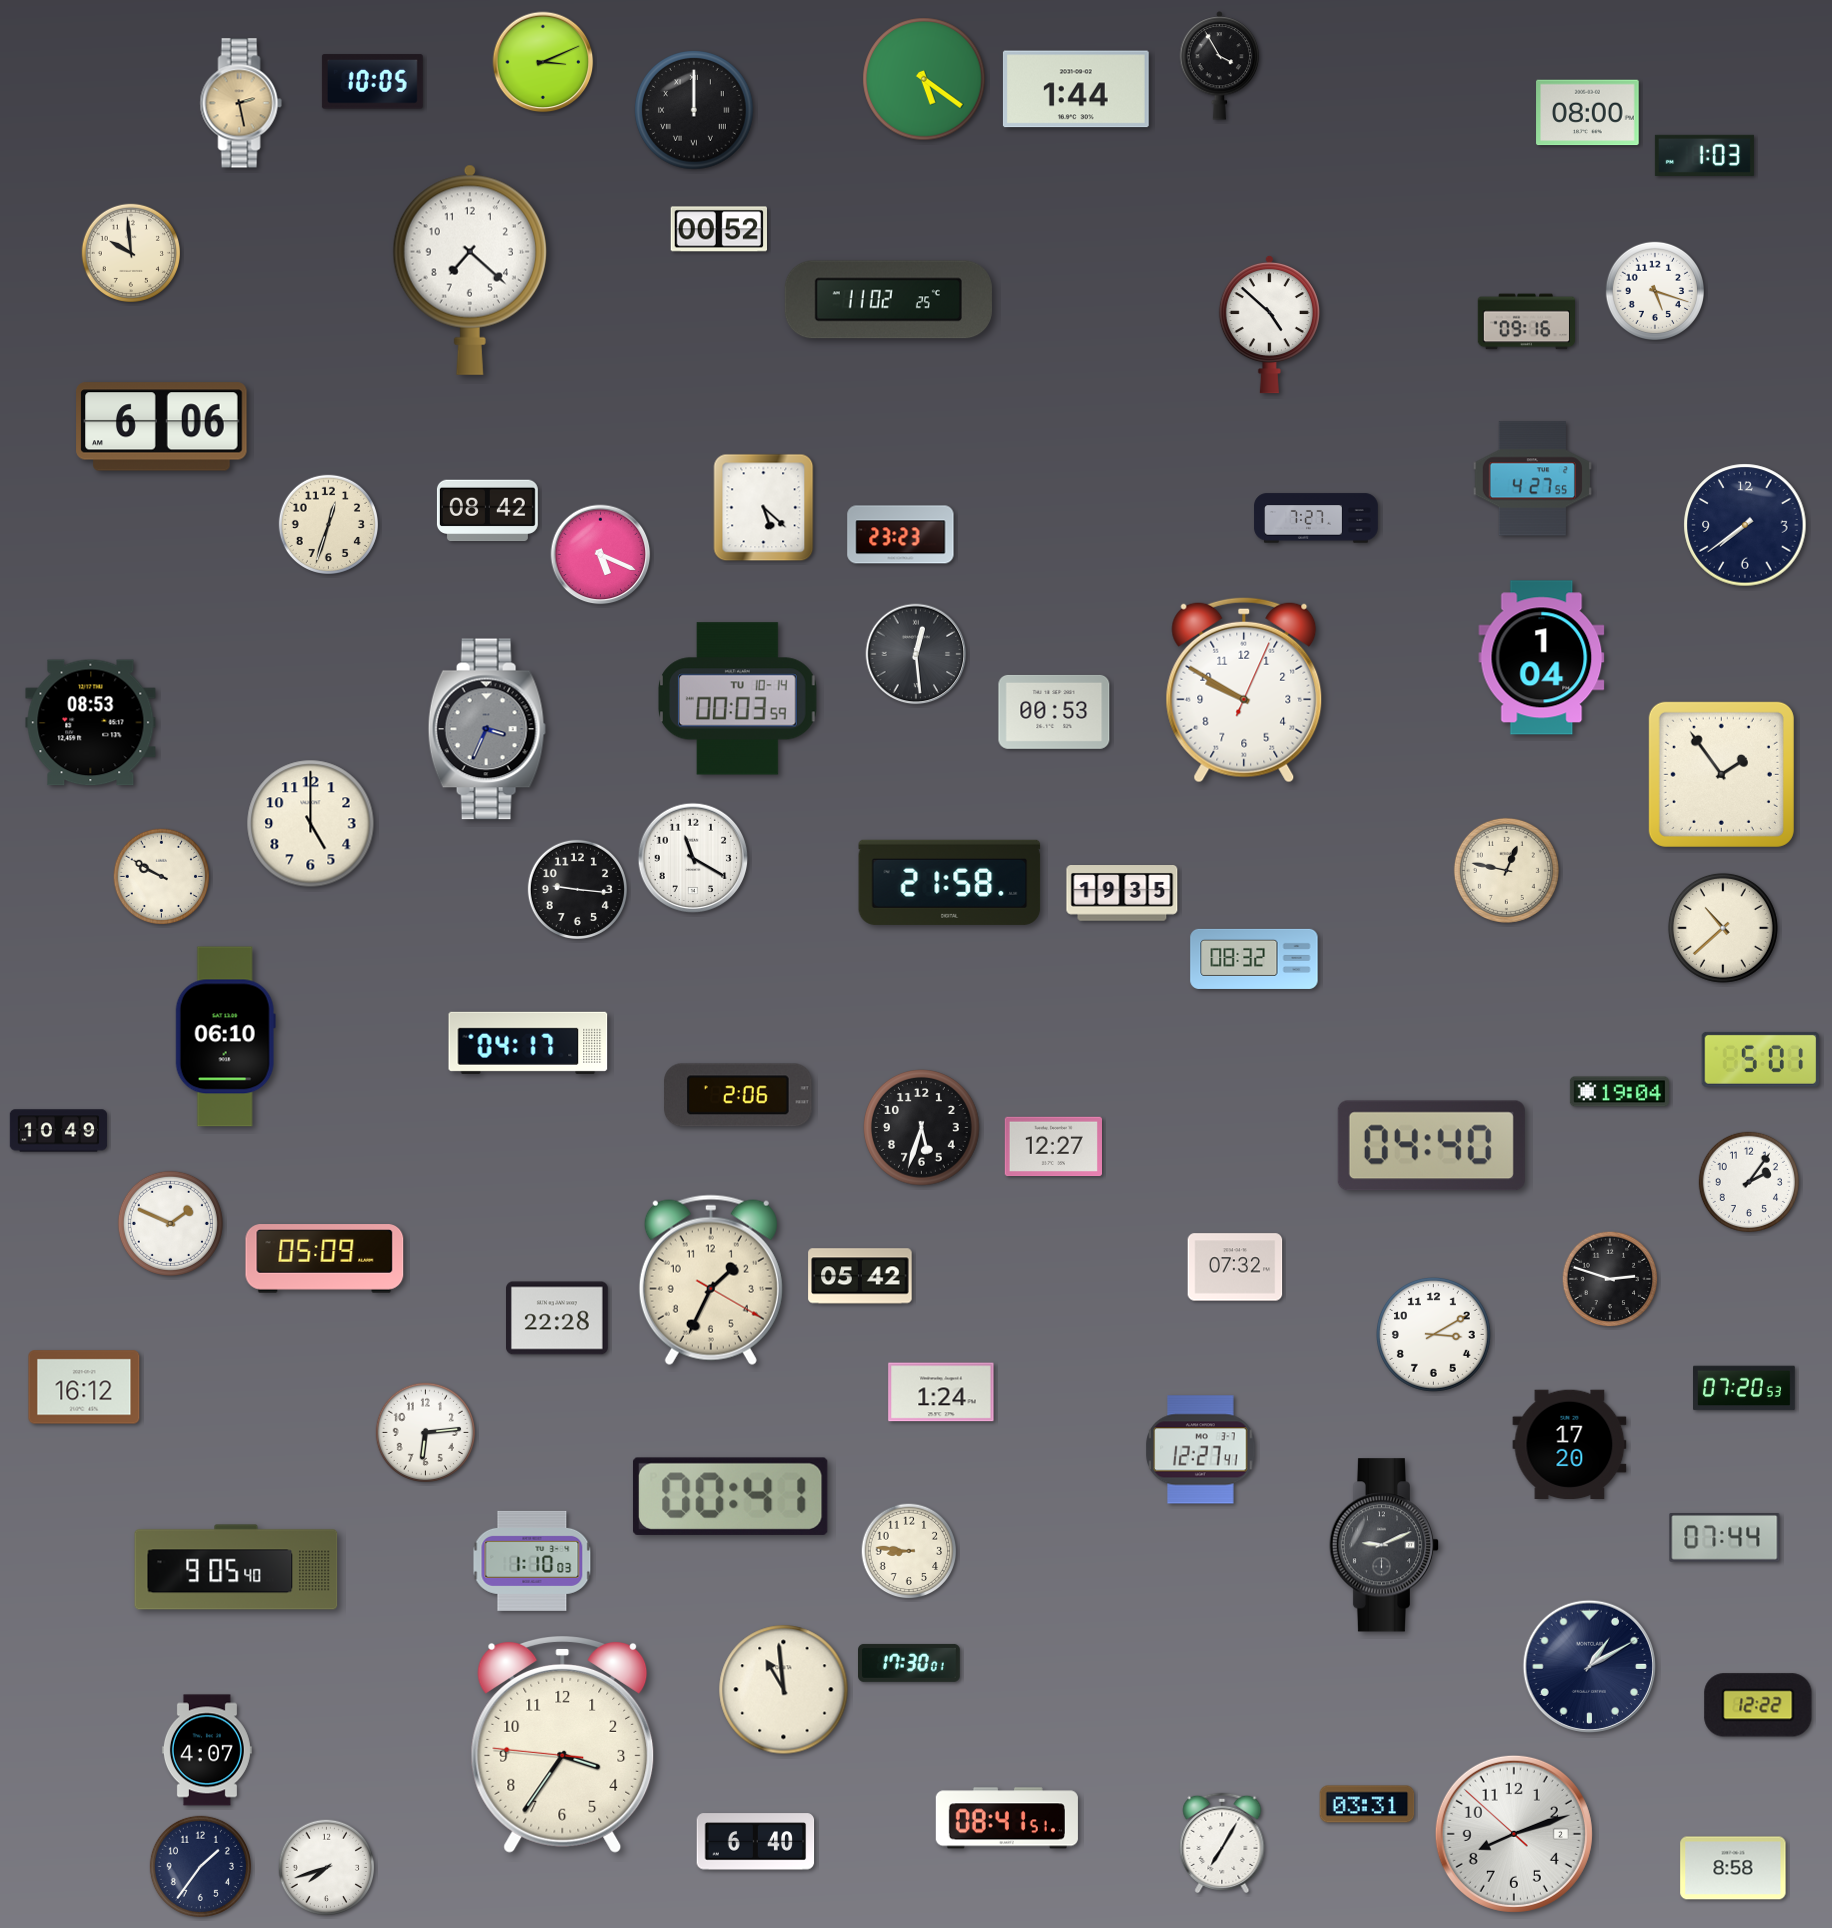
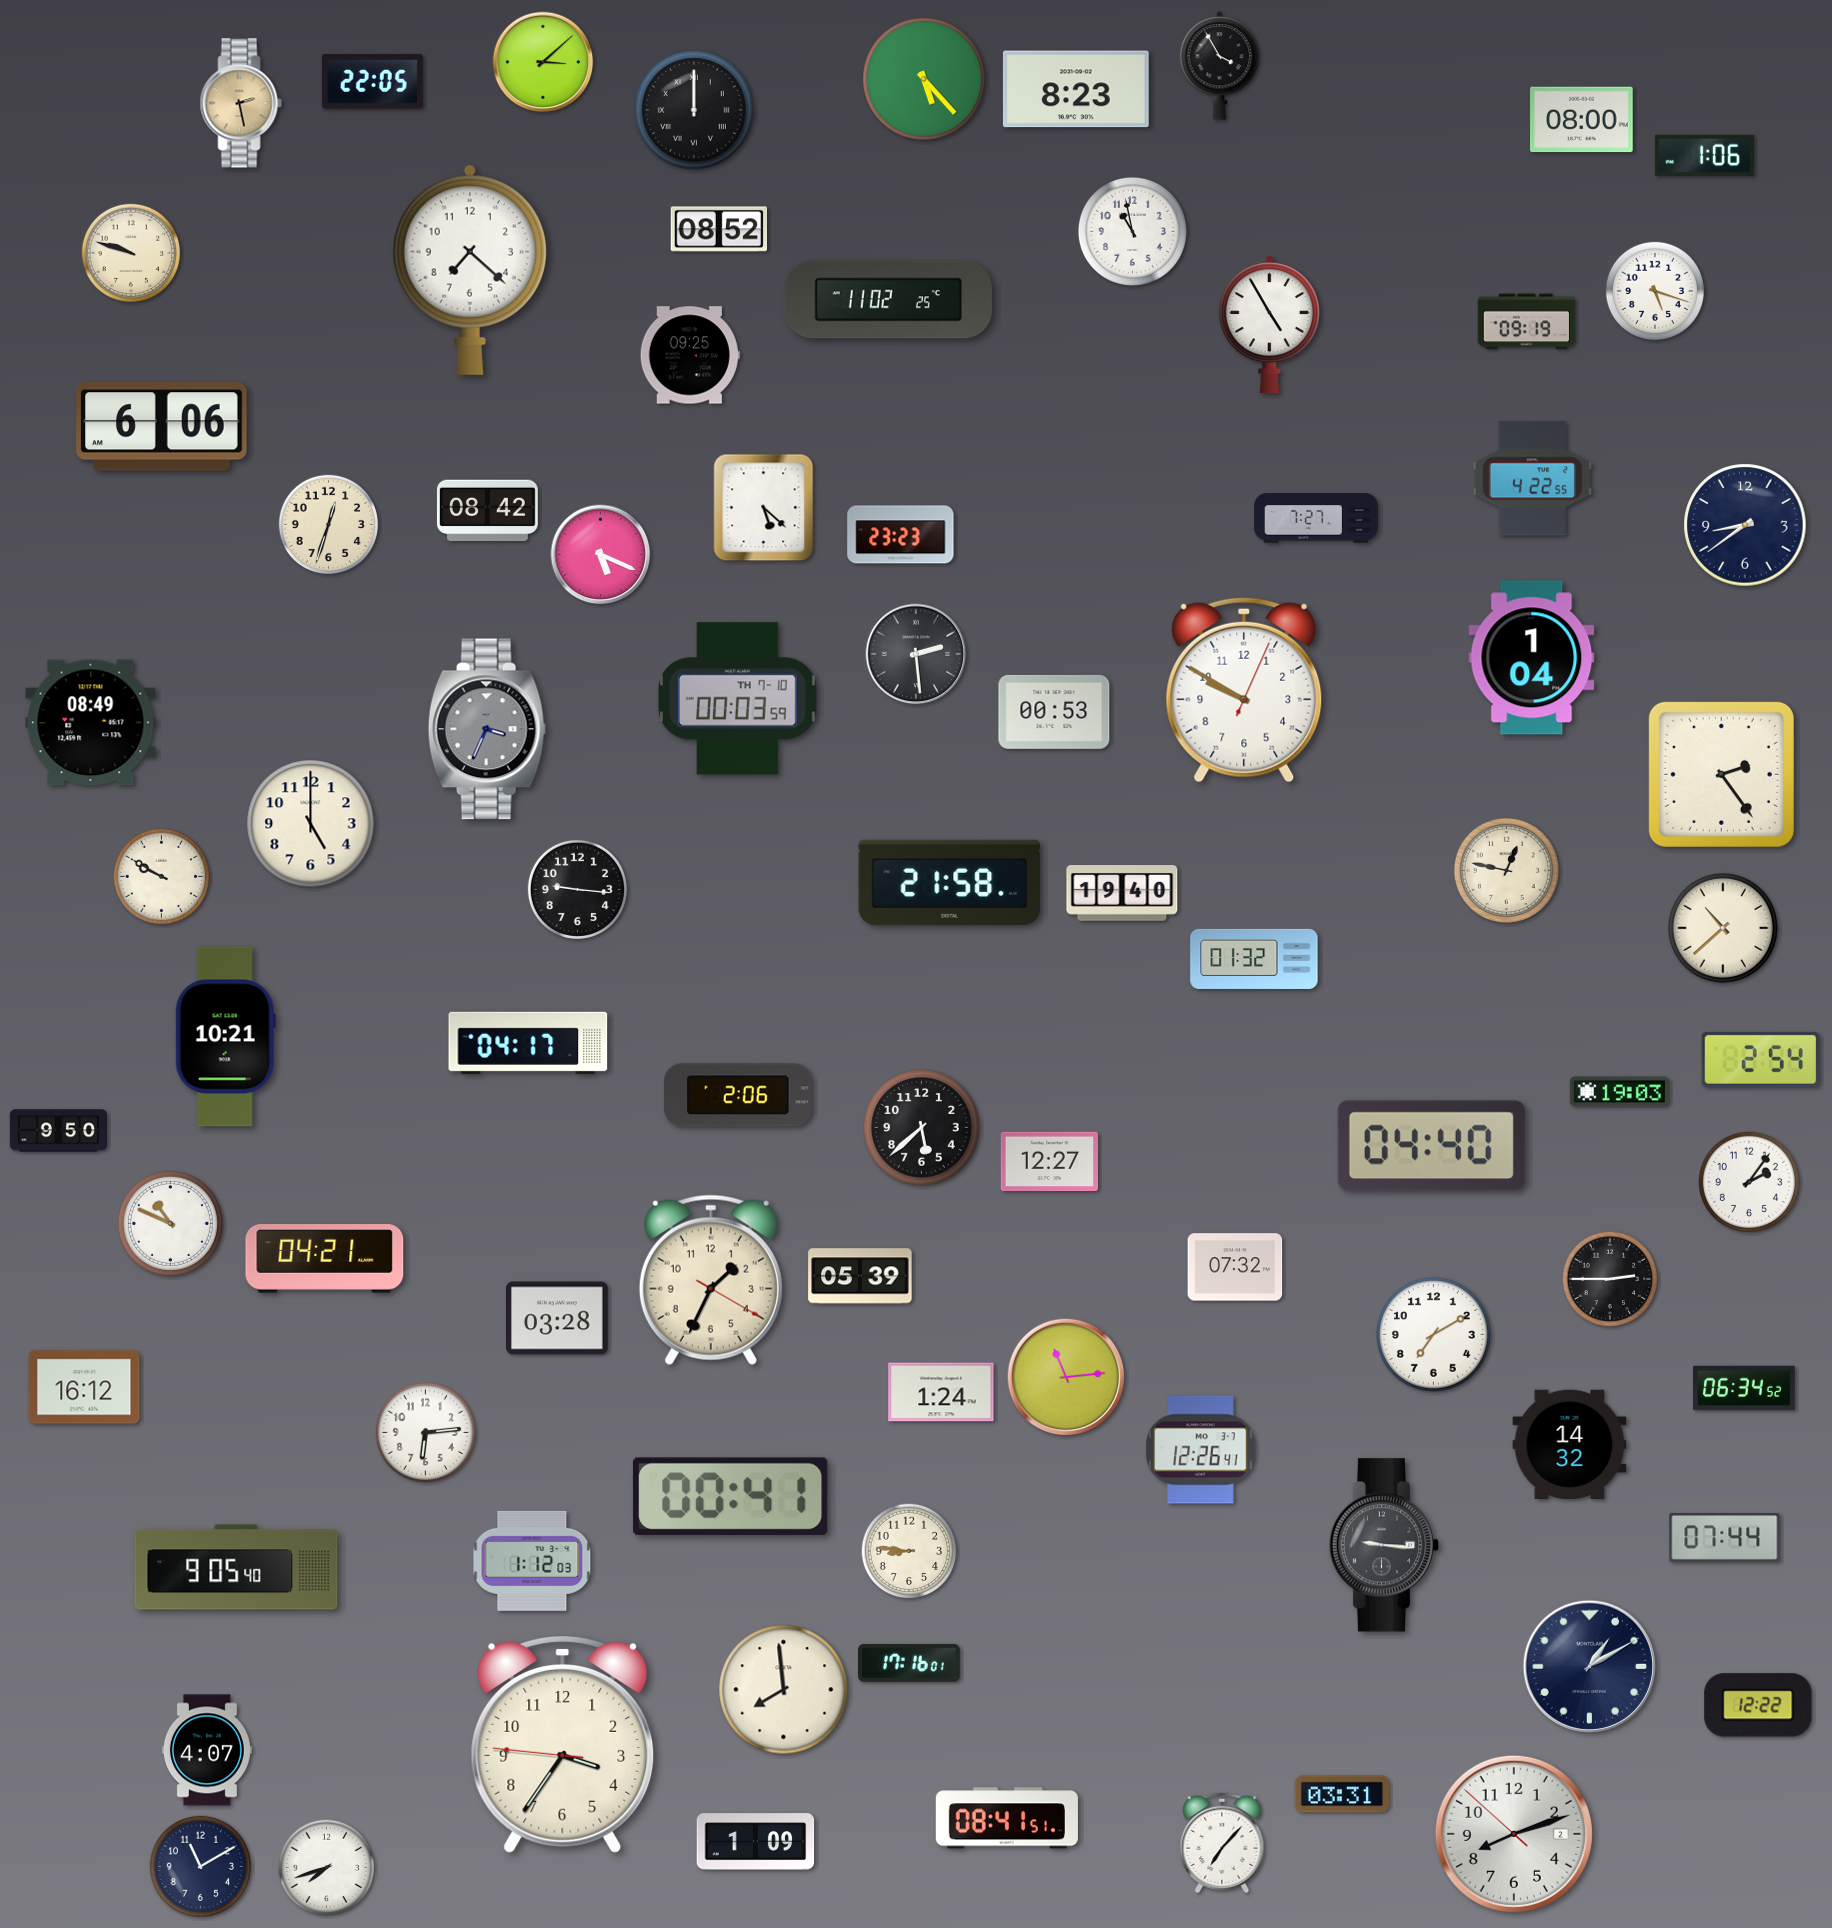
clock at (543, 62): 3:11 -> 3:08
clock at (924, 79): 5:21 -> 5:23
clock at (372, 82): 10:05 -> 22:05
clock at (1076, 89): 1:44 -> 8:23
clock at (1588, 113) position: (1588, 113) -> (1582, 120)
clock at (1704, 155): 1:03 -> 1:06
clock at (718, 229): 00:52 -> 08:52
clock at (1132, 231): none -> 10:58
clock at (130, 252): 9:59 -> 9:48
clock at (1526, 322): 09:16 -> 09:19
clock at (1269, 324): 4:52 -> 4:55
clock at (690, 355): none -> 09:25
clock at (1532, 479): 4:27 -> 4:22
clock at (1745, 525): 7:39 -> 8:39
clock at (916, 654): 12:29 -> 2:29
clock at (1542, 658) position: (1542, 658) -> (1532, 658)
clock at (738, 699) date: TU 10-14 -> TH 7-10
clock at (91, 723): 08:53 -> 08:49
clock at (1721, 774): 1:54 -> 2:24
clock at (693, 858): 11:20 -> none
clock at (1122, 893): 19:35 -> 19:40
clock at (1254, 959): 08:32 -> 01:32
clock at (225, 1037): 06:10 -> 10:21
clock at (1761, 1059): 5:01 -> 2:54
clock at (1619, 1092): 19:04 -> 19:03
clock at (922, 1128): 5:33 -> 5:38
clock at (59, 1131): 10:49 -> 9:50
clock at (1053, 1147) position: (1053, 1147) -> (1049, 1162)
clock at (170, 1223): 1:49 -> 10:49
clock at (325, 1259): 05:09 -> 04:21
clock at (860, 1276): 05:42 -> 05:39
clock at (1610, 1279): 2:48 -> 2:45
clock at (558, 1318): 22:28 -> 03:28
clock at (1434, 1335): 3:10 -> 7:10
clock at (1066, 1377): none -> 11:14
clock at (1745, 1388): 07:20 -> 06:34
clock at (1570, 1444): 17:20 -> 14:32
clock at (1201, 1450): 12:27 -> 12:26
clock at (1384, 1545): 9:11 -> 9:16
clock at (532, 1561): 1:10 -> 1:12
clock at (910, 1663): 17:30 -> 17:16
clock at (784, 1690): 10:59 -> 7:59
clock at (1367, 1804) position: (1367, 1804) -> (1342, 1794)
clock at (756, 1842): 6:40 -> 1:09
clock at (1222, 1842): 7:05 -> 7:07
clock at (200, 1866): 1:36 -> 11:10
clock at (1733, 1868): 8:58 -> none
